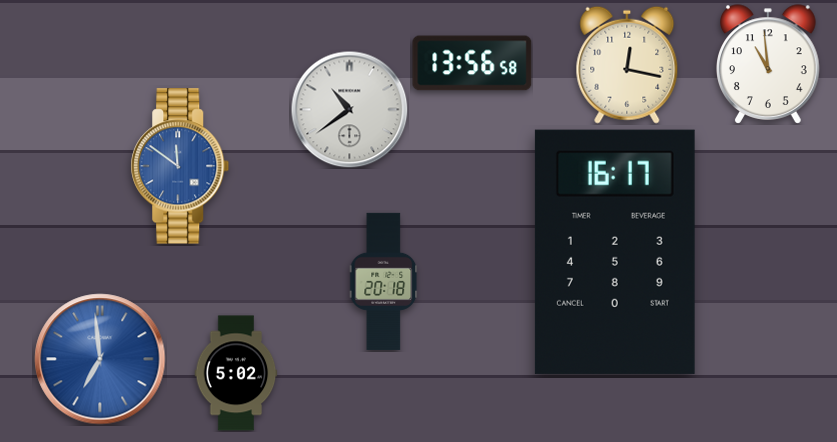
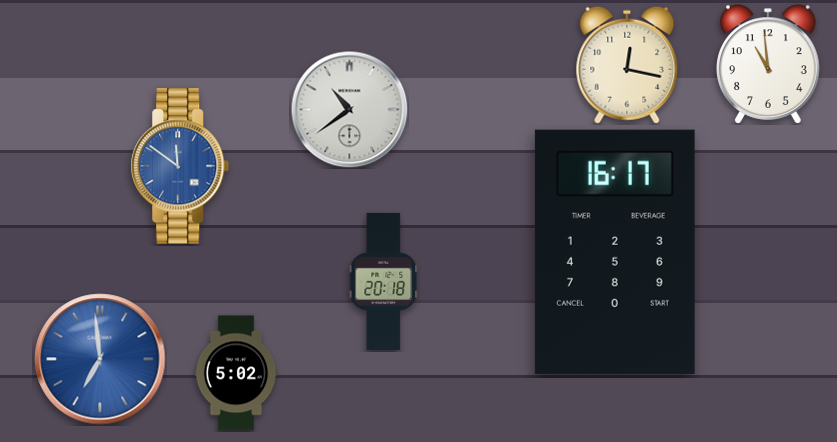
clock at (472, 63): 13:56 -> none
